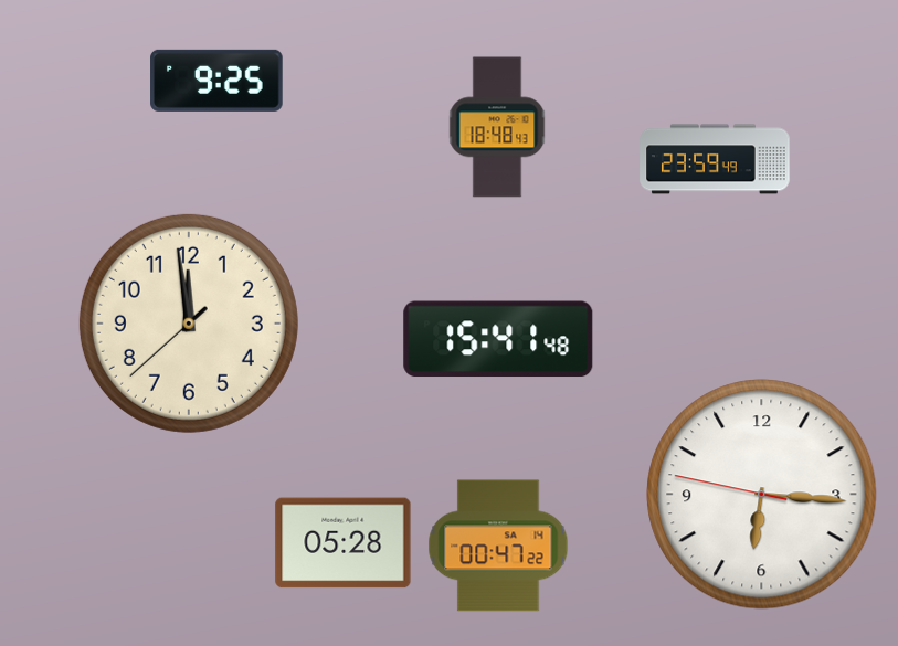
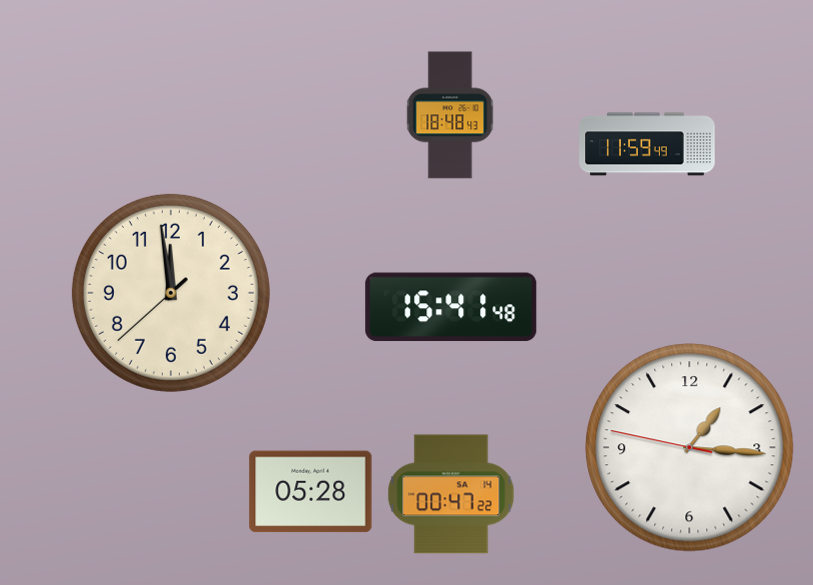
clock at (216, 81): 9:25 -> none
clock at (715, 159): 23:59 -> 11:59
clock at (762, 495): 6:15 -> 1:15
